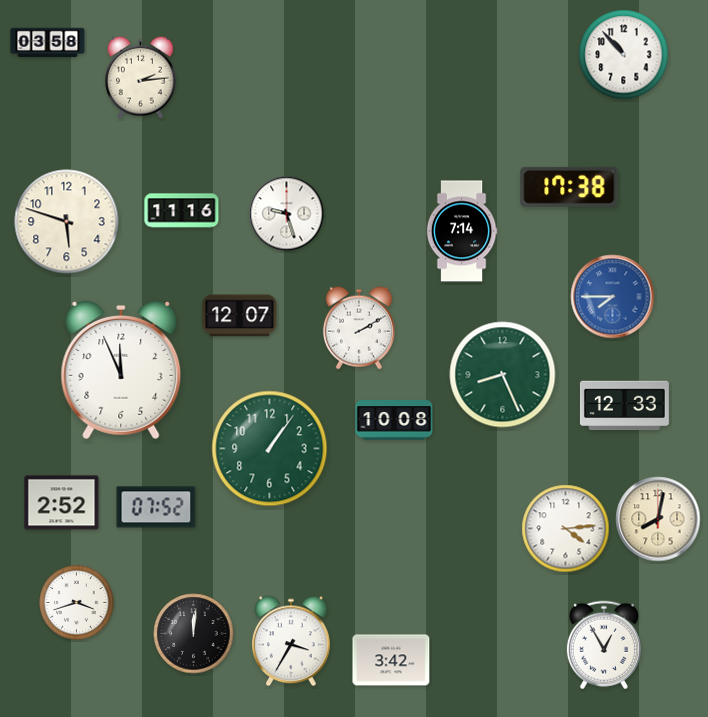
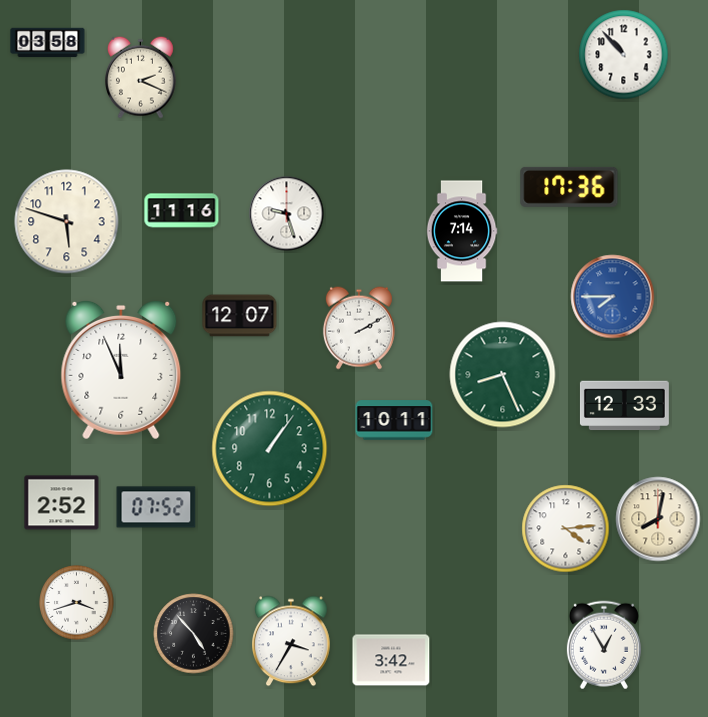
clock at (141, 77): 2:14 -> 2:19
clock at (569, 187): 17:38 -> 17:36
clock at (394, 420): 10:08 -> 10:11
clock at (194, 634): 12:01 -> 4:53
